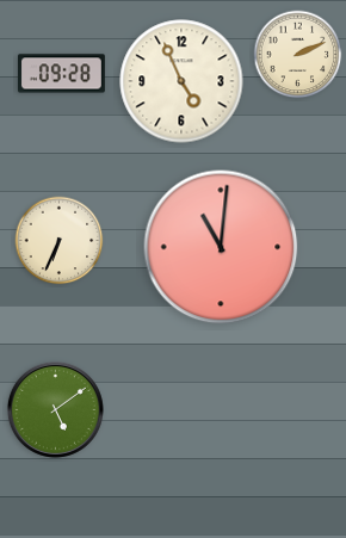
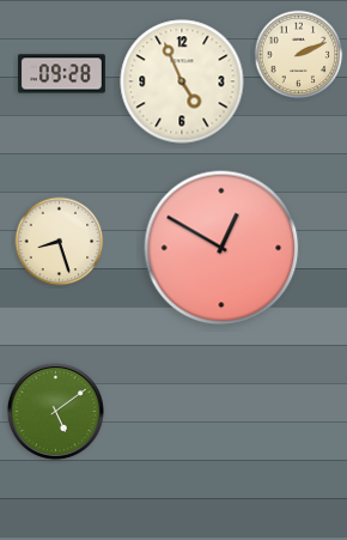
clock at (60, 241): 6:34 -> 8:27
clock at (221, 247): 11:01 -> 12:50
